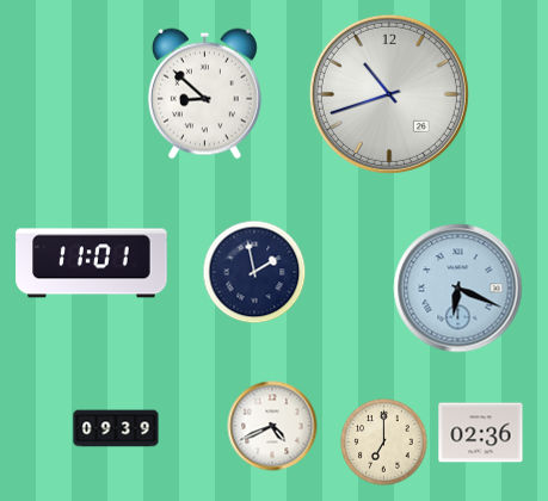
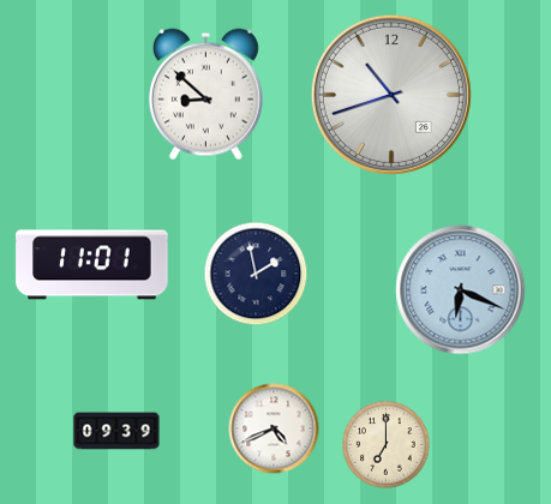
clock at (481, 433): 02:36 -> none
